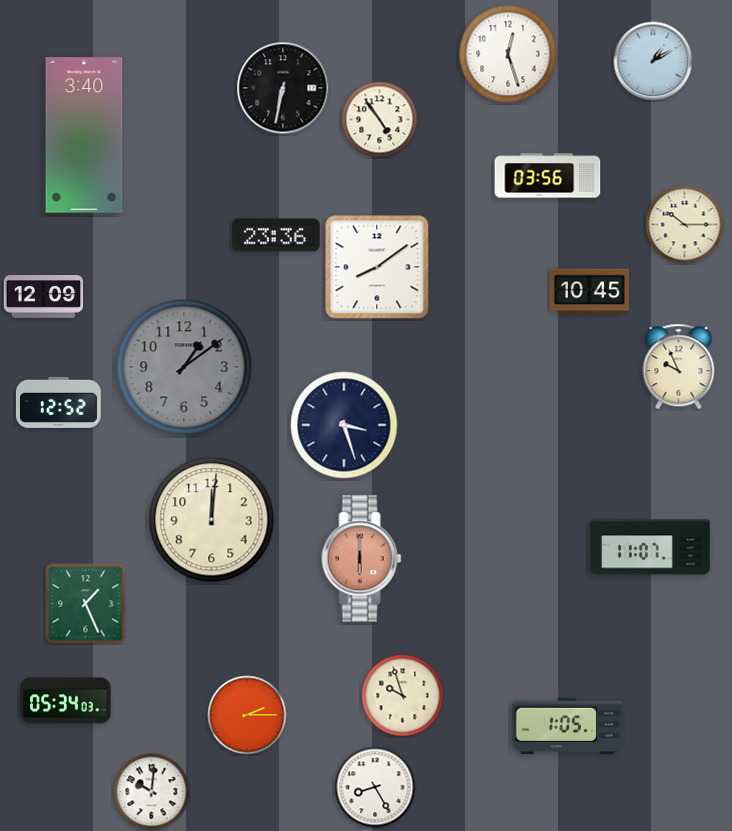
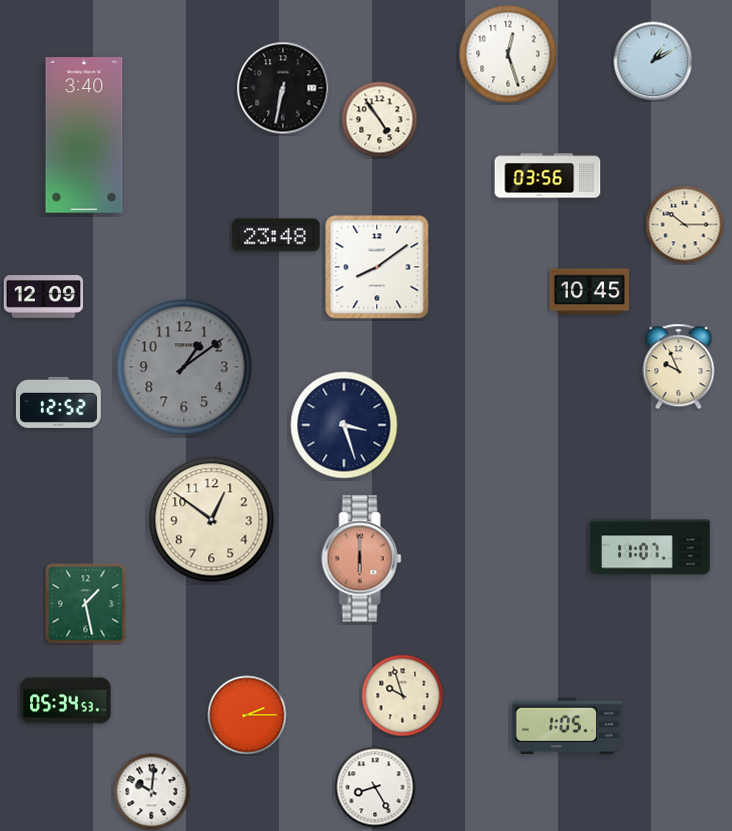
clock at (276, 235): 23:36 -> 23:48
clock at (212, 520): 12:01 -> 12:51
clock at (86, 604): 1:26 -> 1:28
clock at (66, 701): 05:34:03 -> 05:34:53
